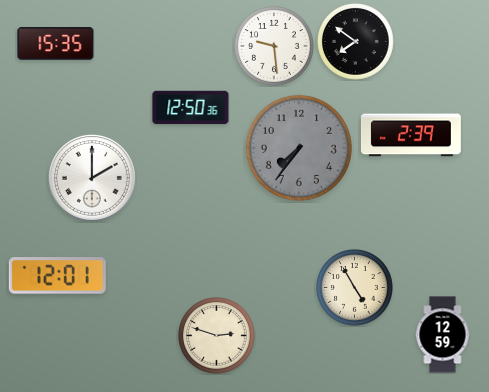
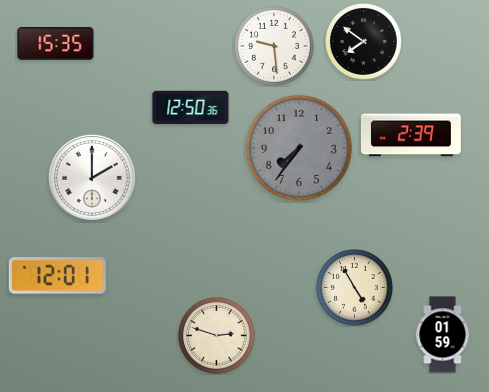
clock at (356, 42) position: (356, 42) -> (364, 42)
clock at (443, 335): 12:59 -> 01:59
